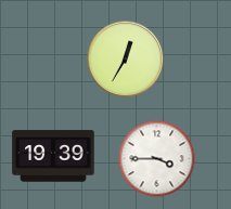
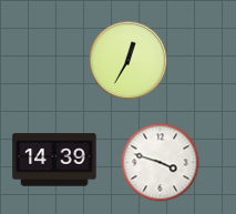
clock at (53, 156): 19:39 -> 14:39
clock at (157, 159): 3:45 -> 3:48
